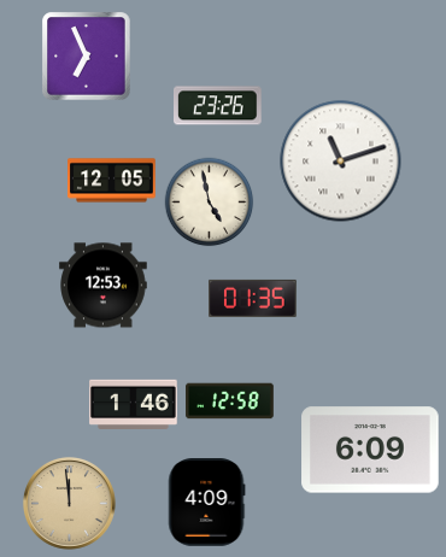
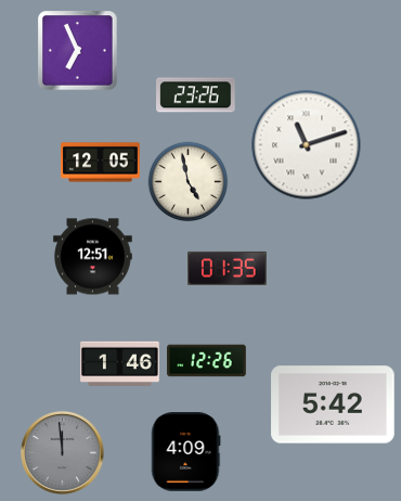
clock at (104, 286): 12:53 -> 12:51
clock at (230, 401): 12:58 -> 12:26
clock at (370, 450): 6:09 -> 5:42
clock at (69, 503) dial: champagne -> grey
